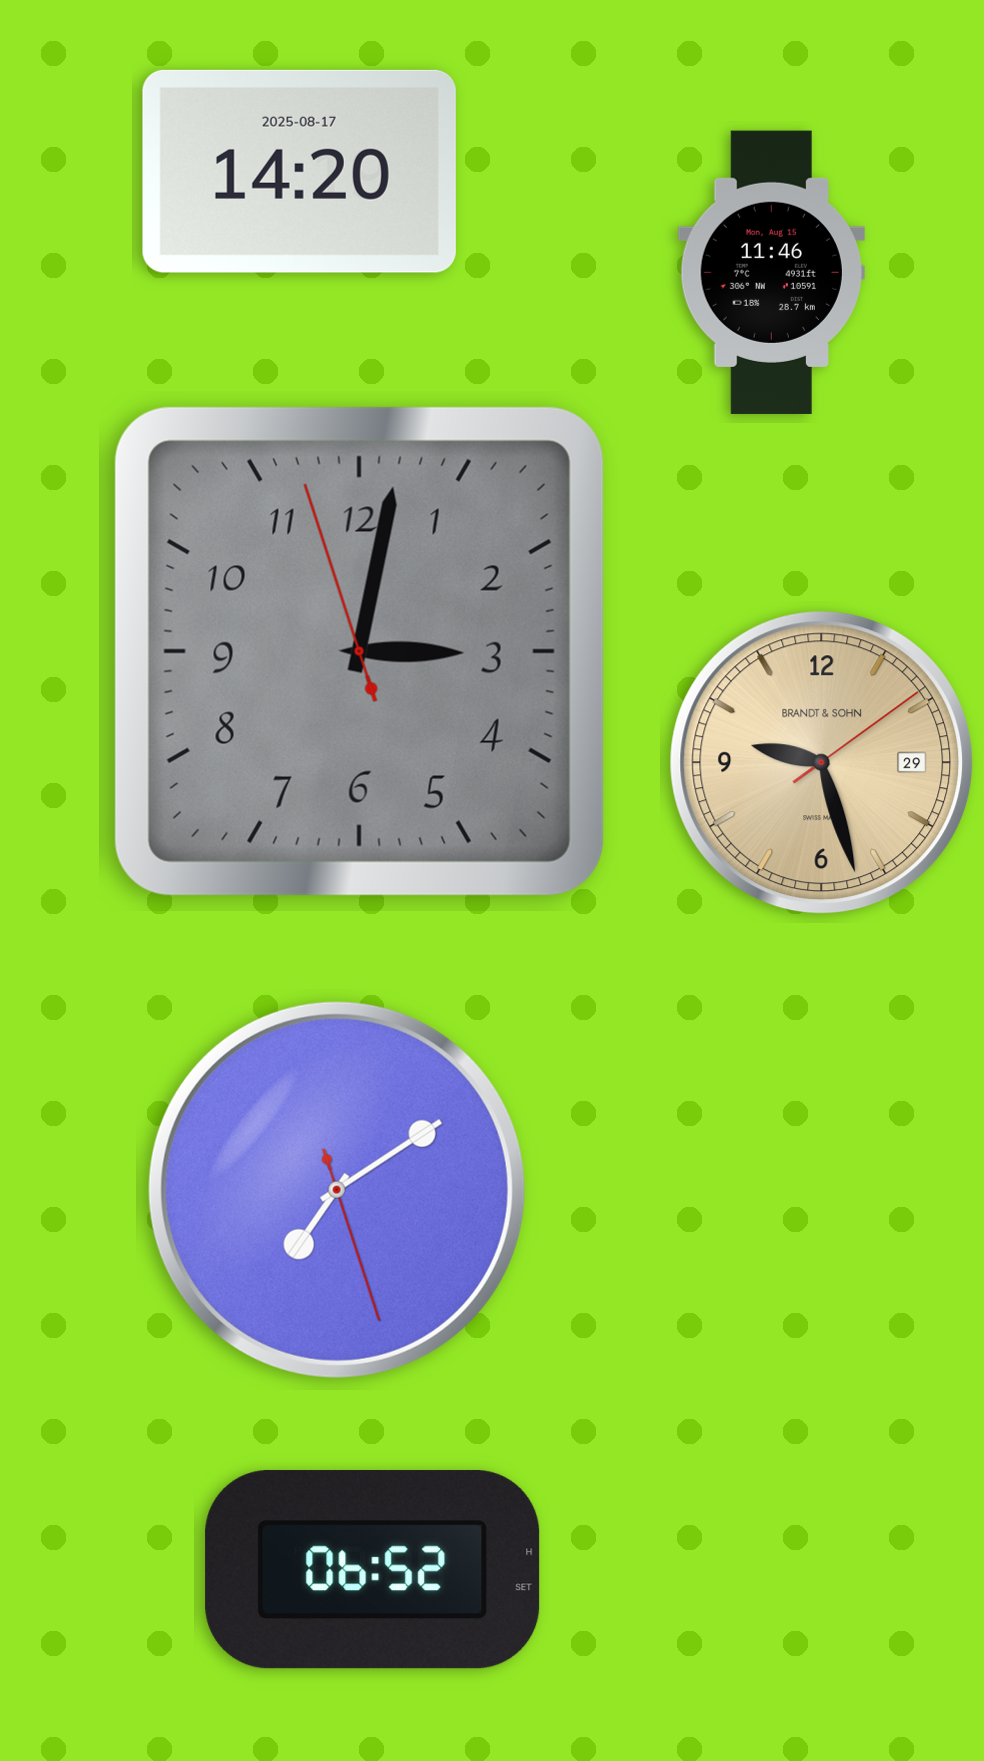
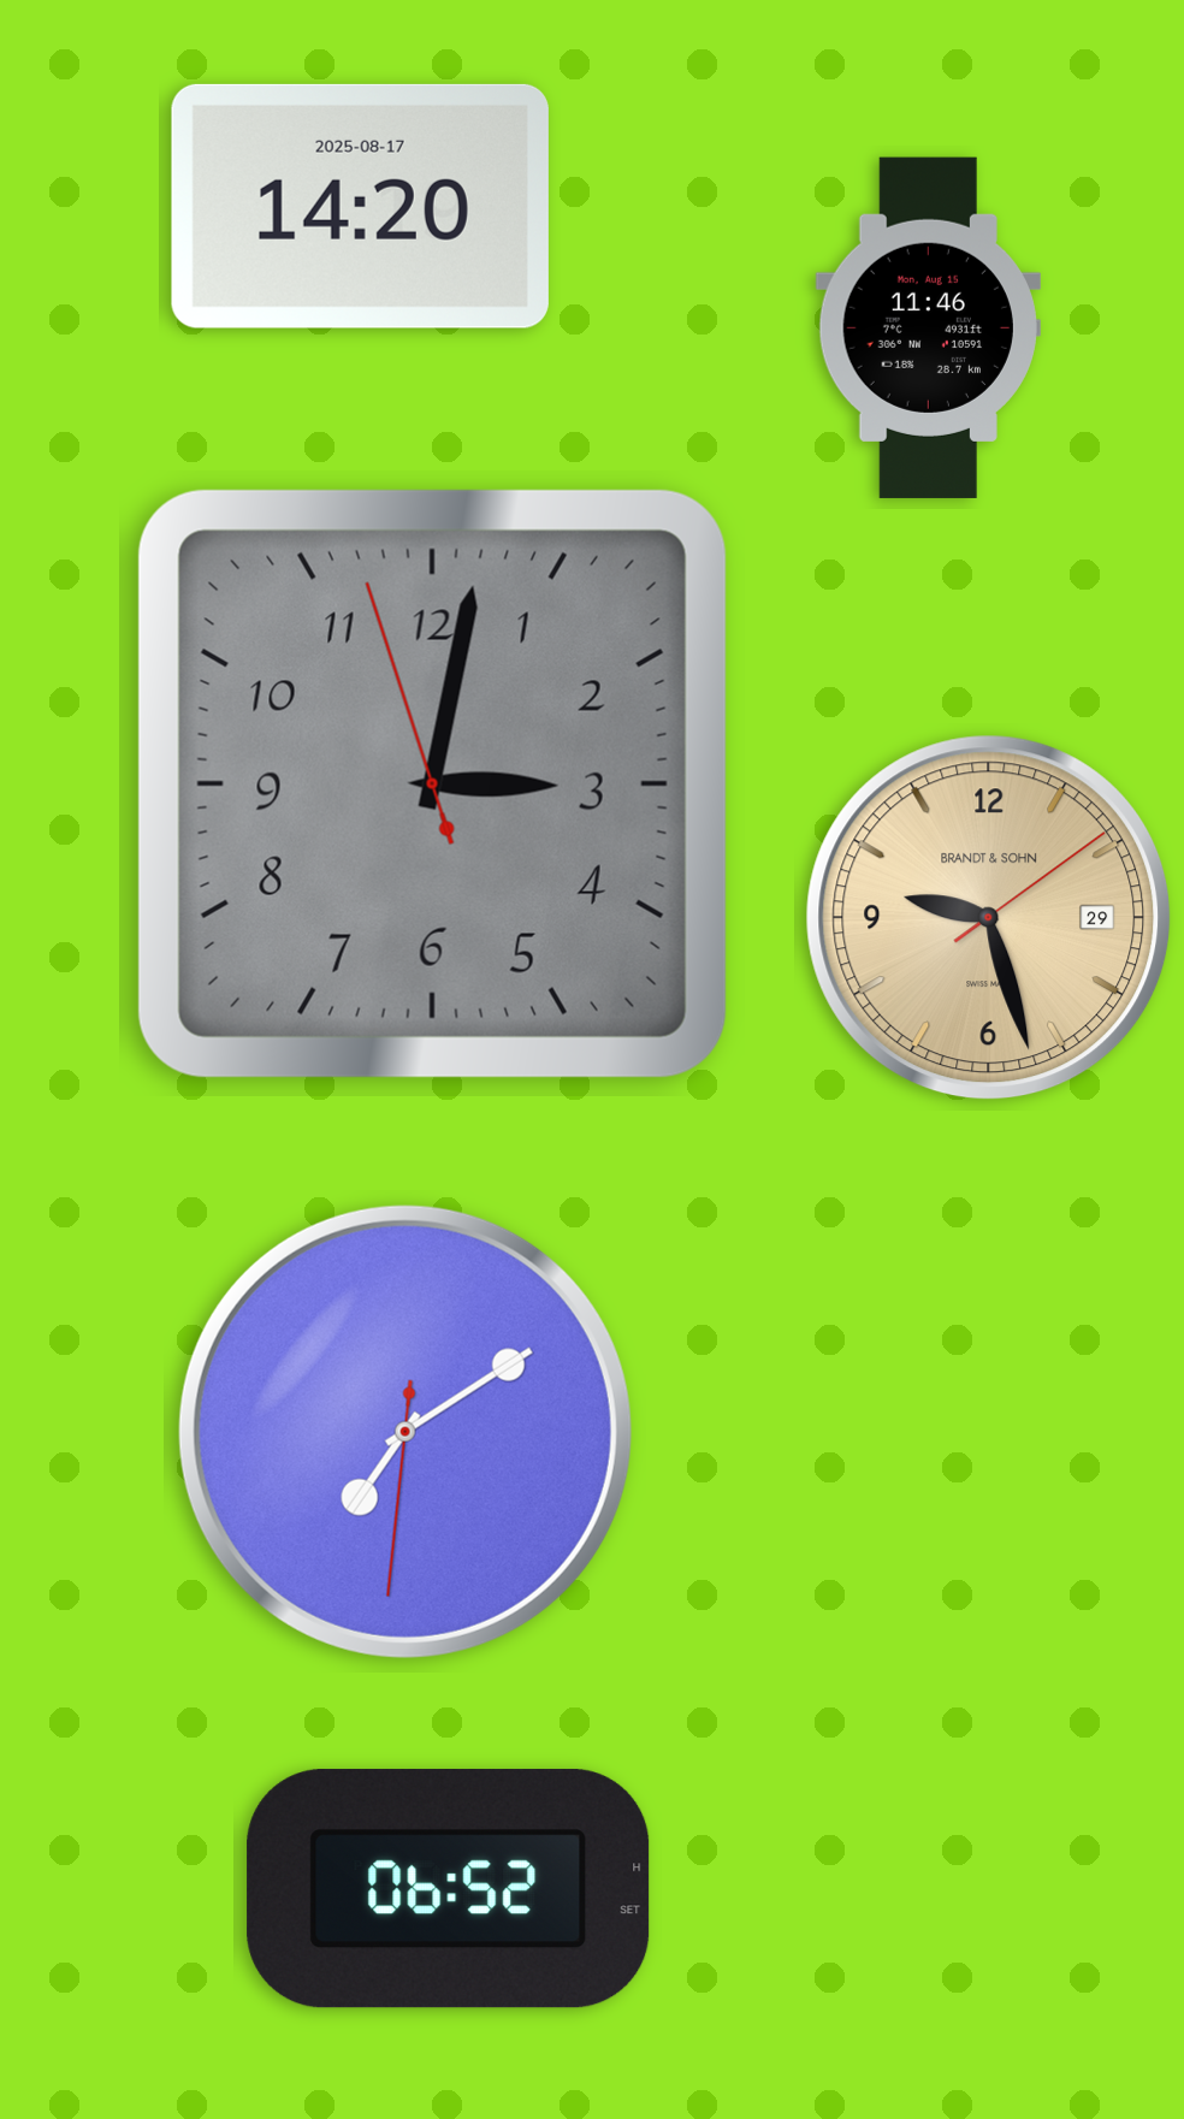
clock at (337, 1190): 7:09:27 -> 7:09:31
